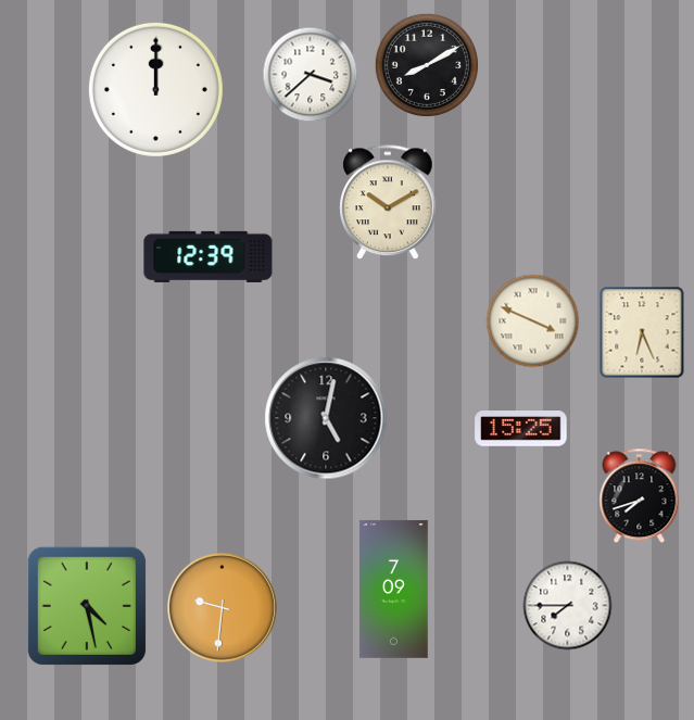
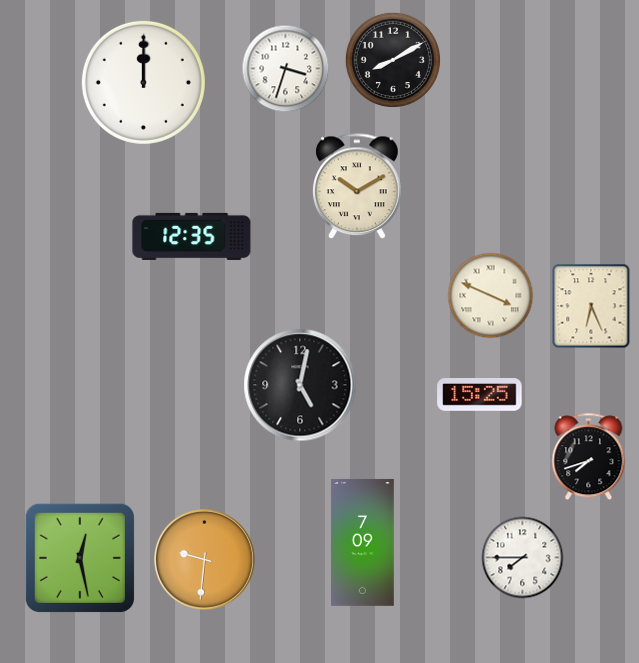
clock at (311, 75): 3:38 -> 3:33
clock at (209, 256): 12:39 -> 12:35
clock at (87, 606): 4:28 -> 12:28
